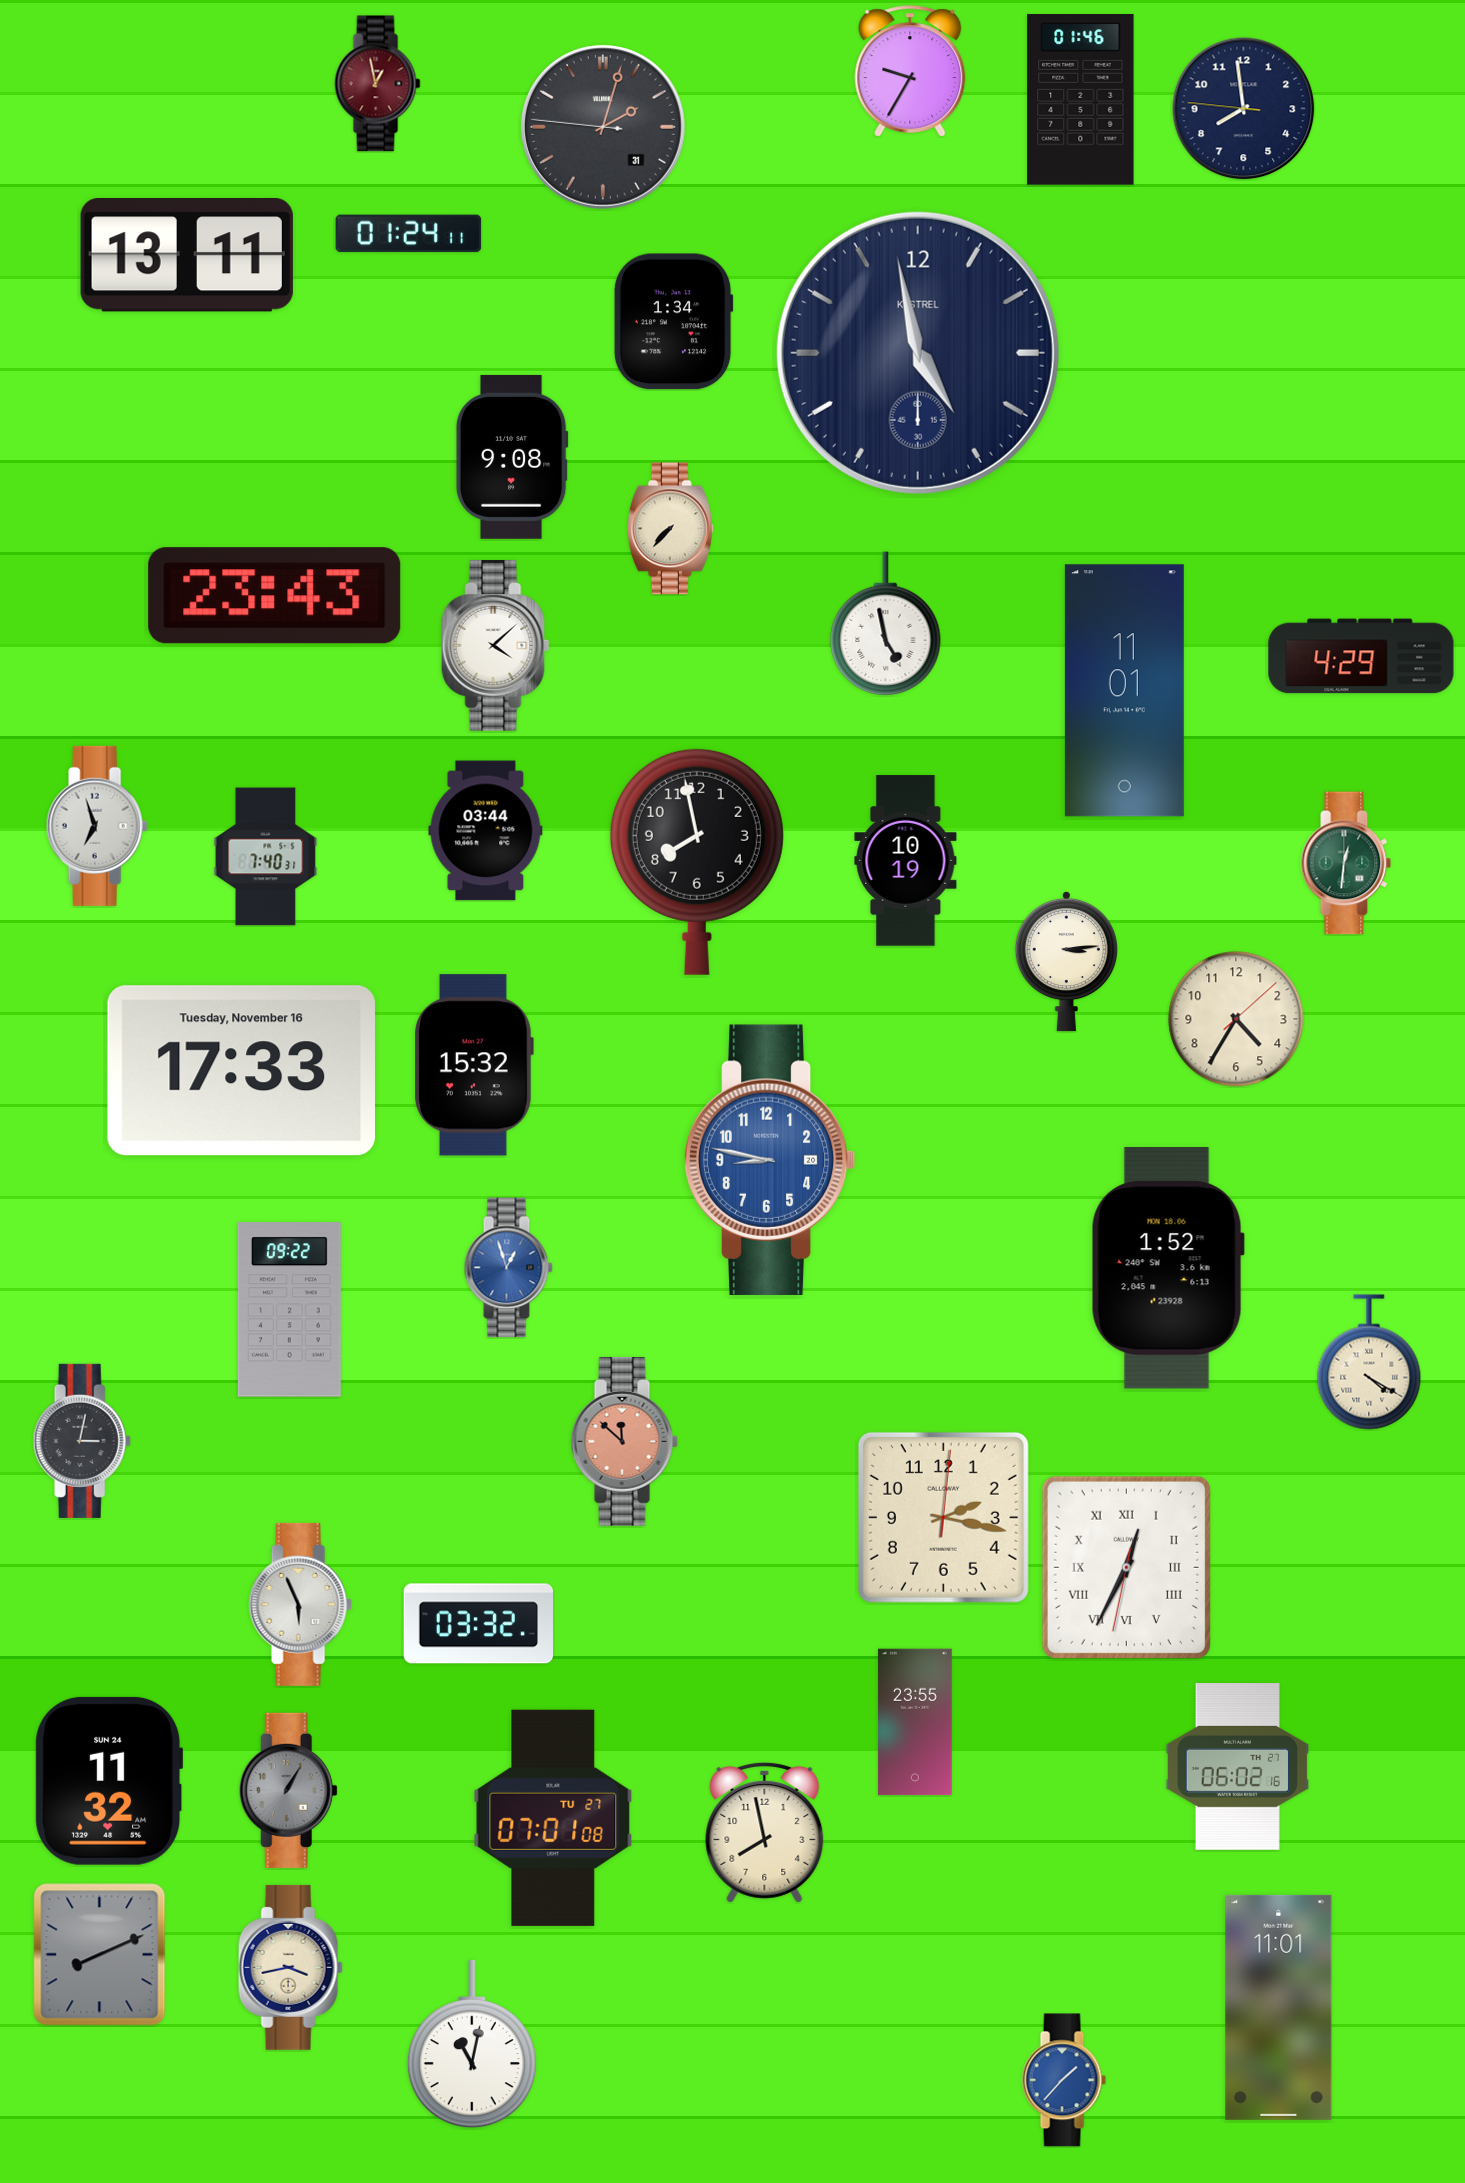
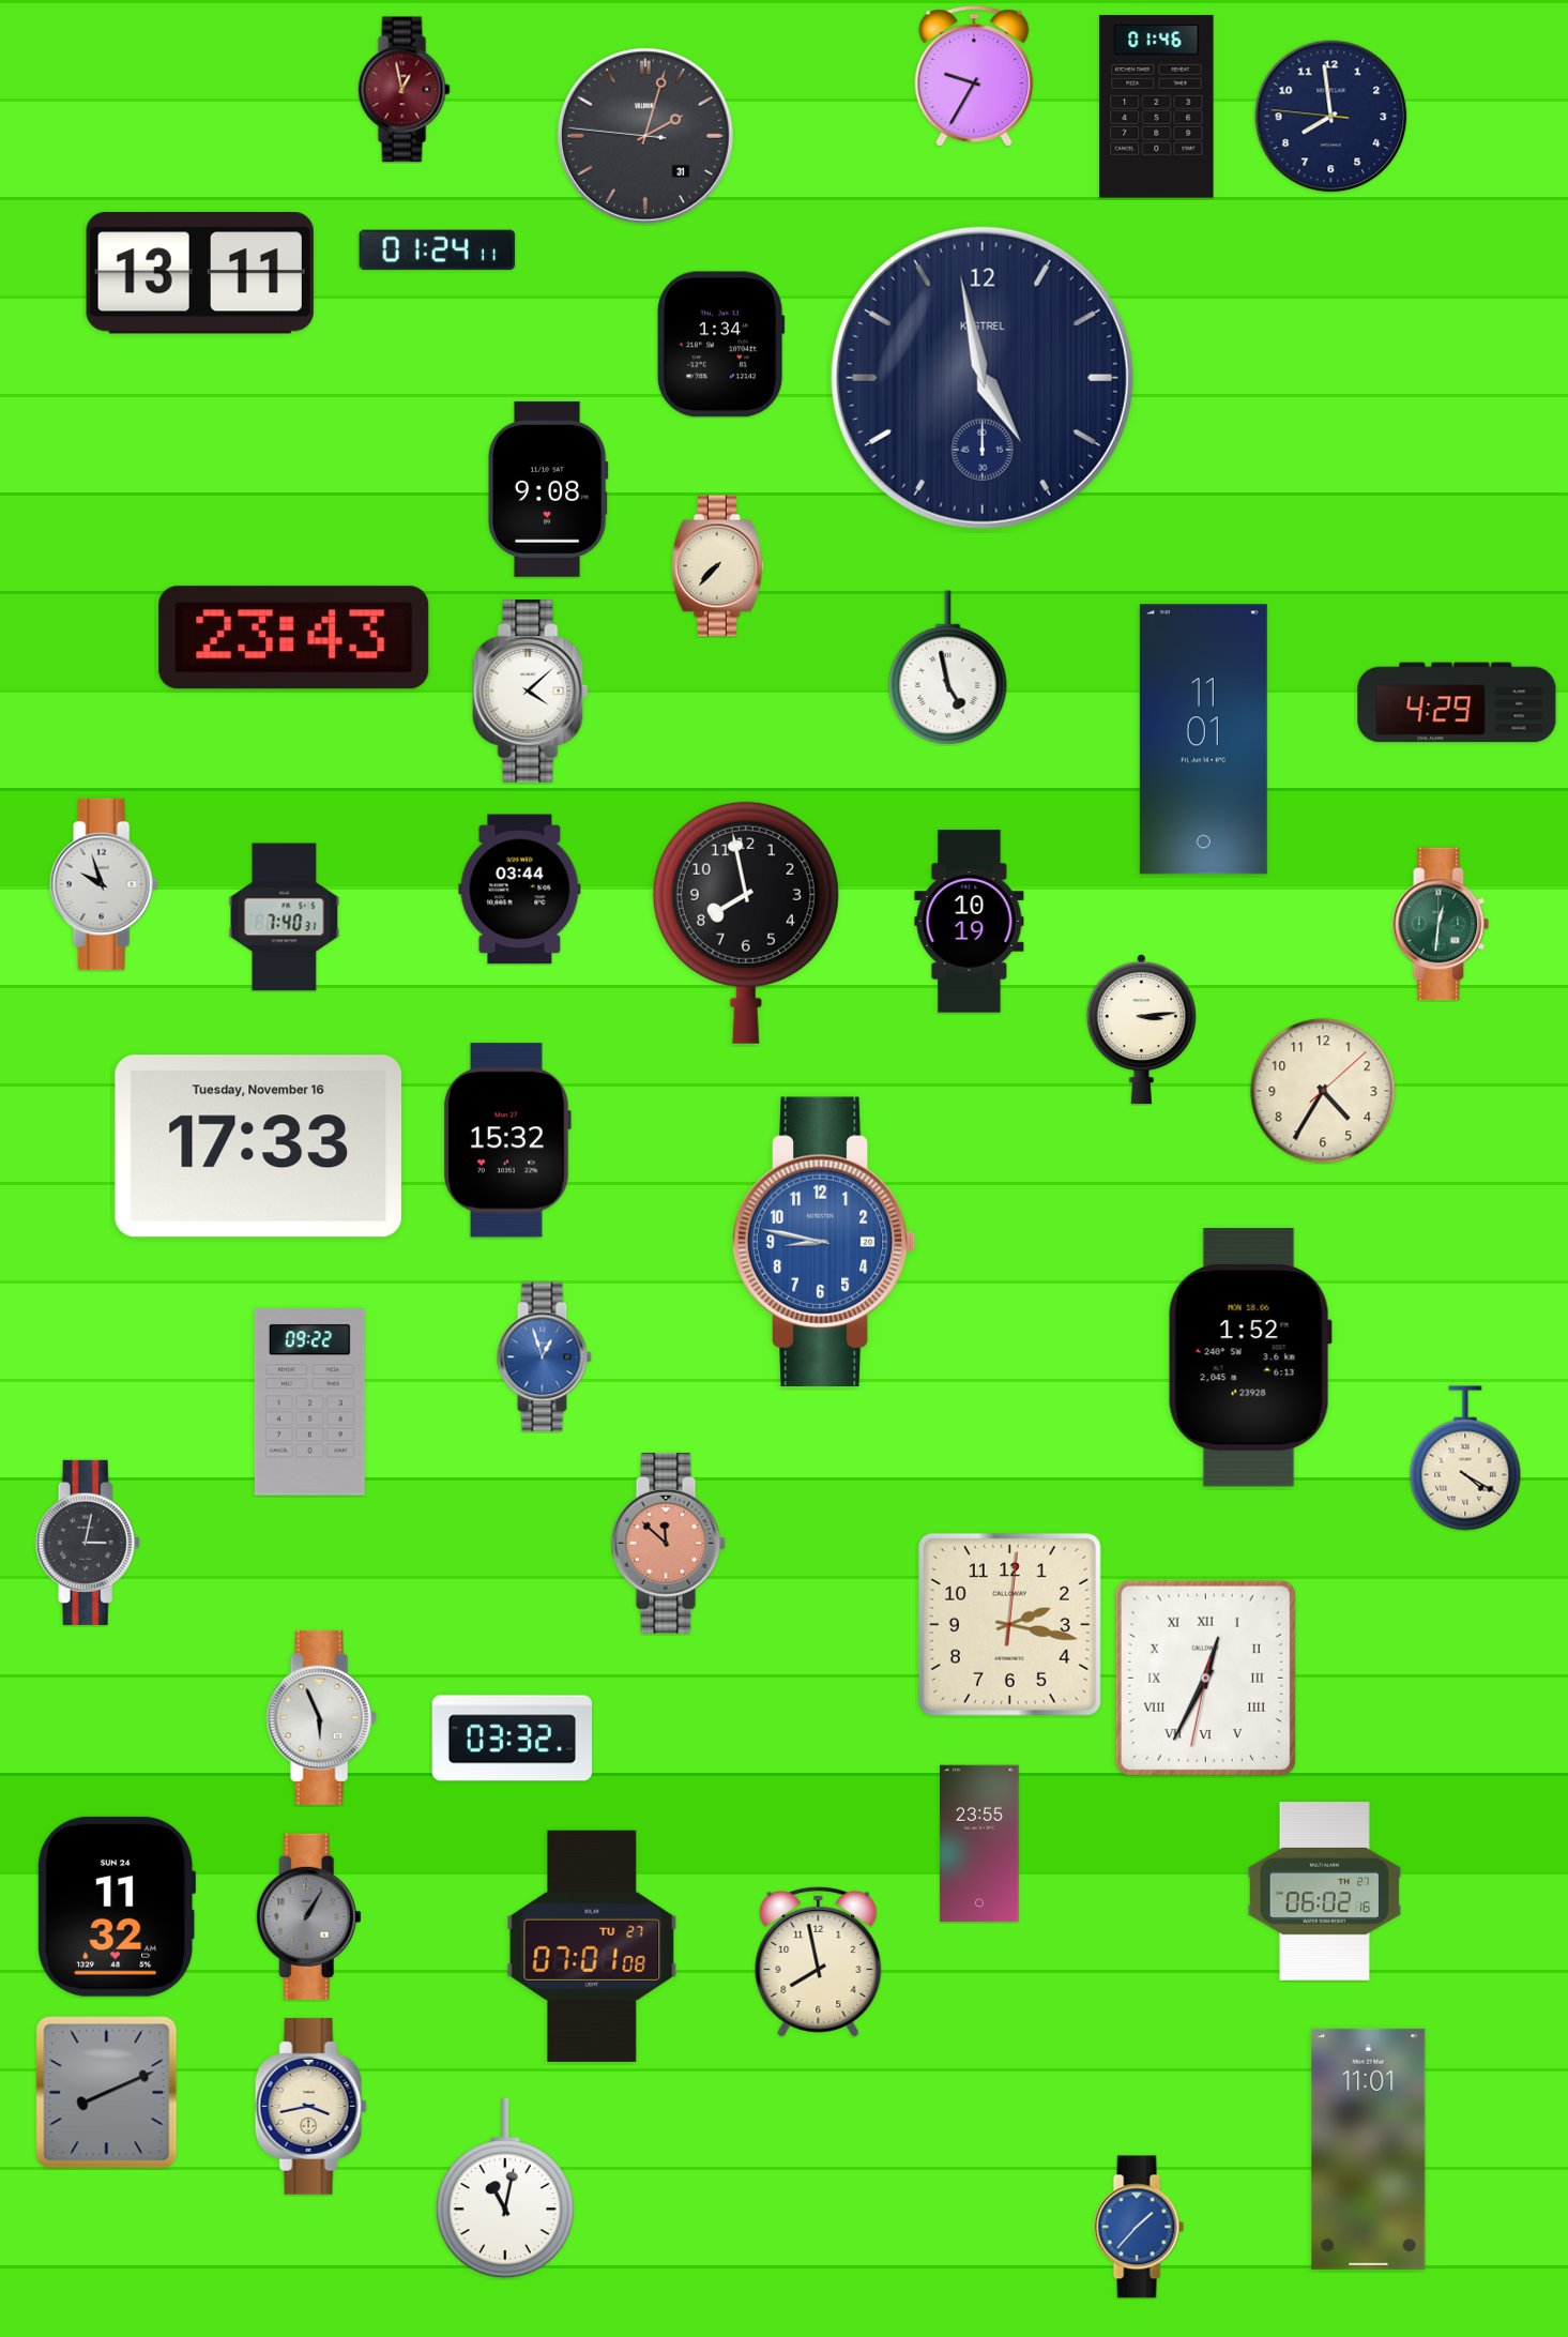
clock at (97, 826): 6:57 -> 9:57
